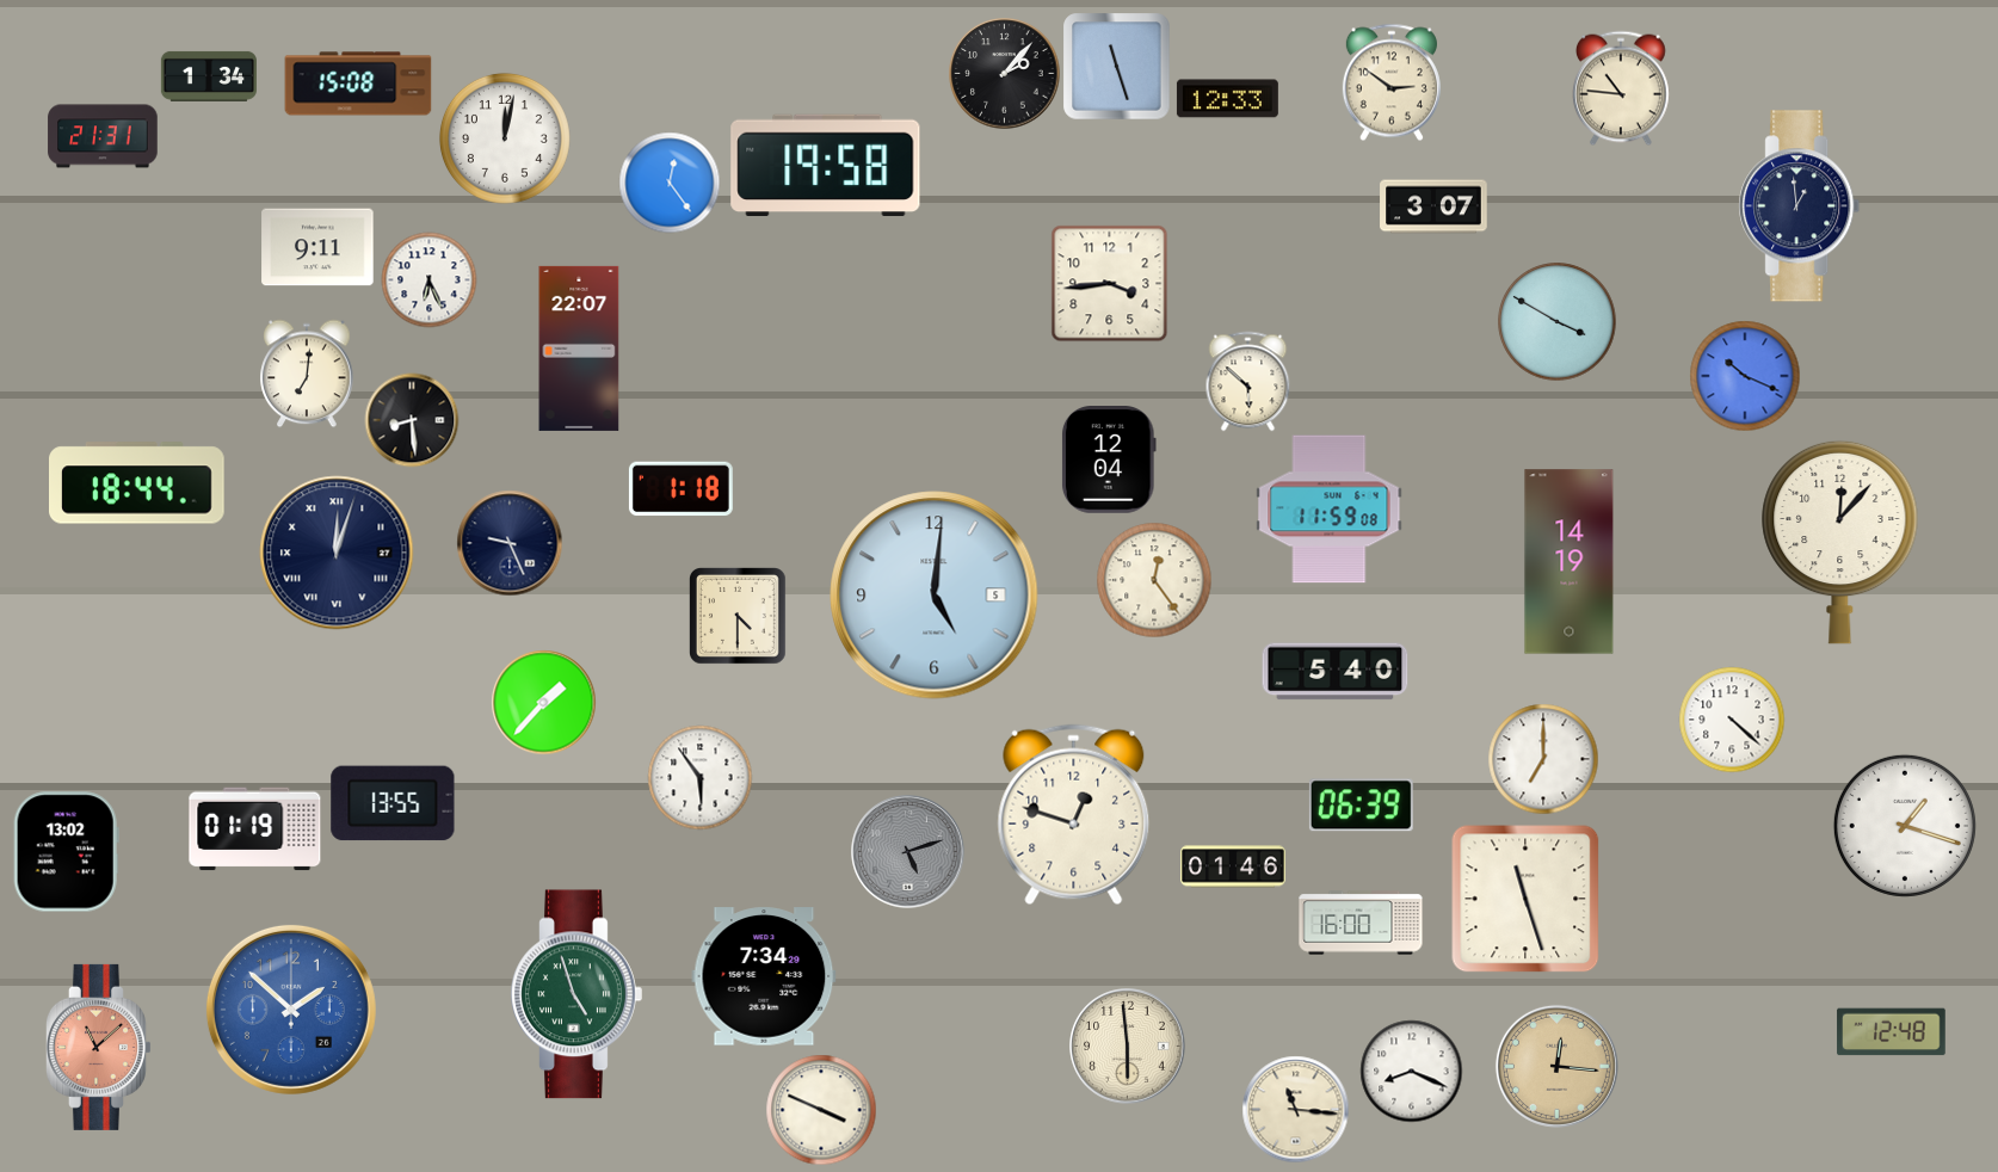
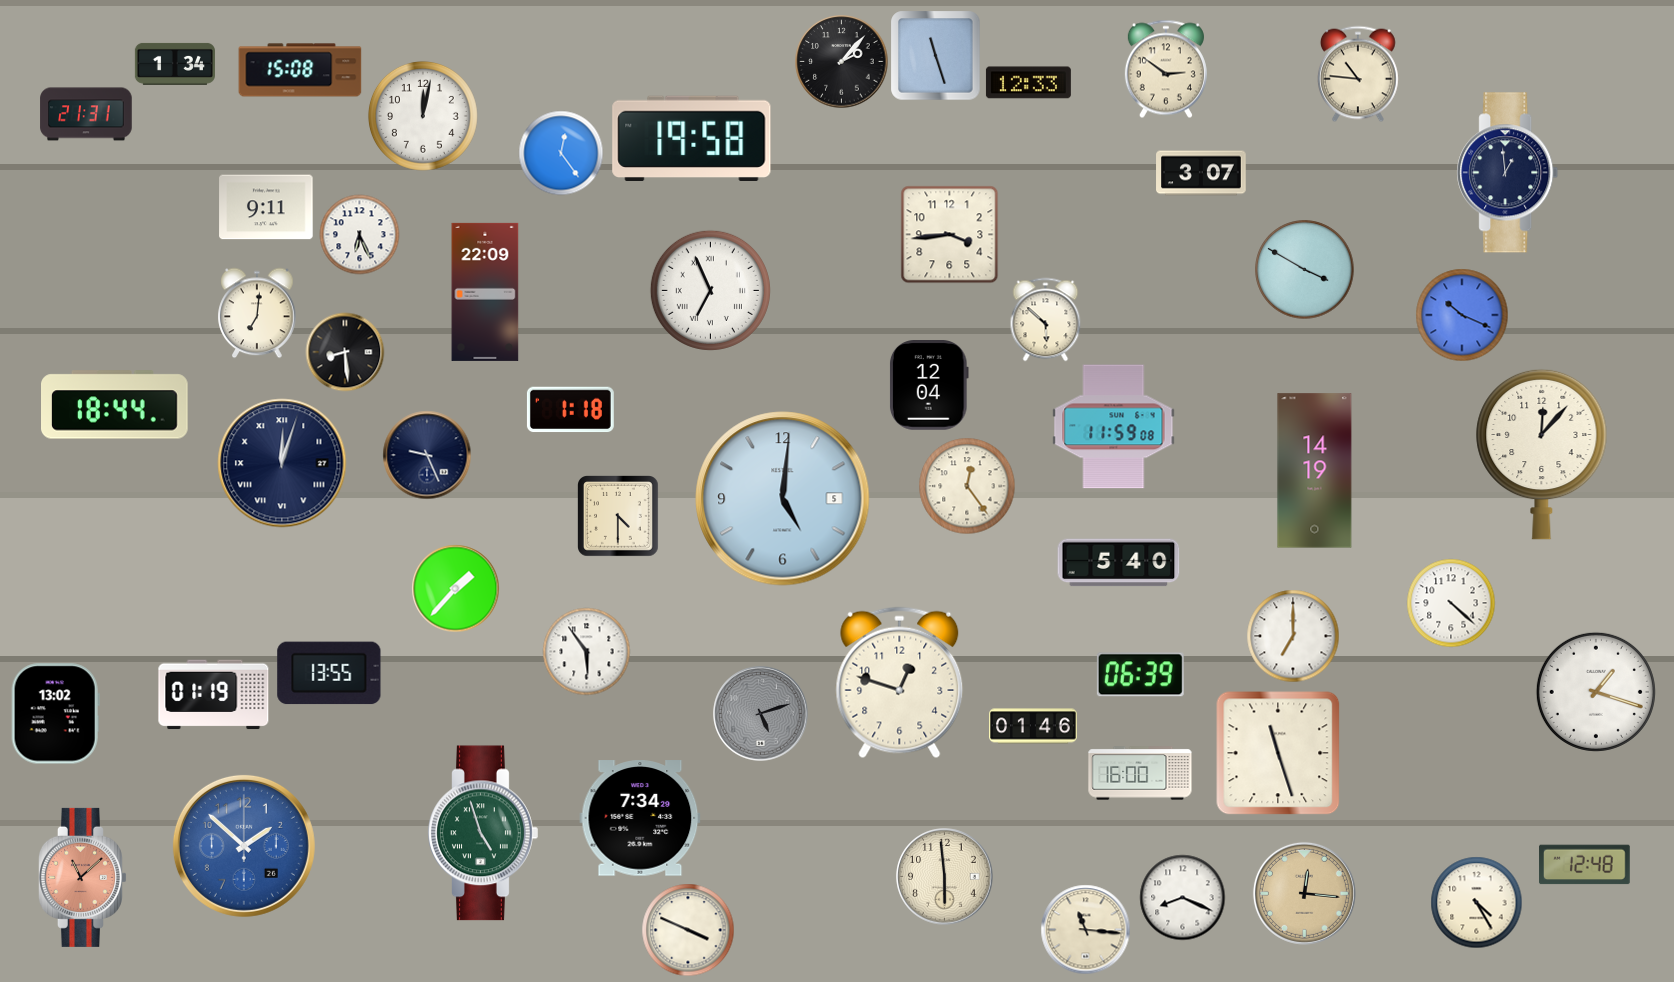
clock at (1109, 283) position: (1109, 283) -> (949, 234)
clock at (710, 290): none -> 6:56
clock at (579, 348): 22:07 -> 22:09
clock at (1476, 902): none -> 4:25
